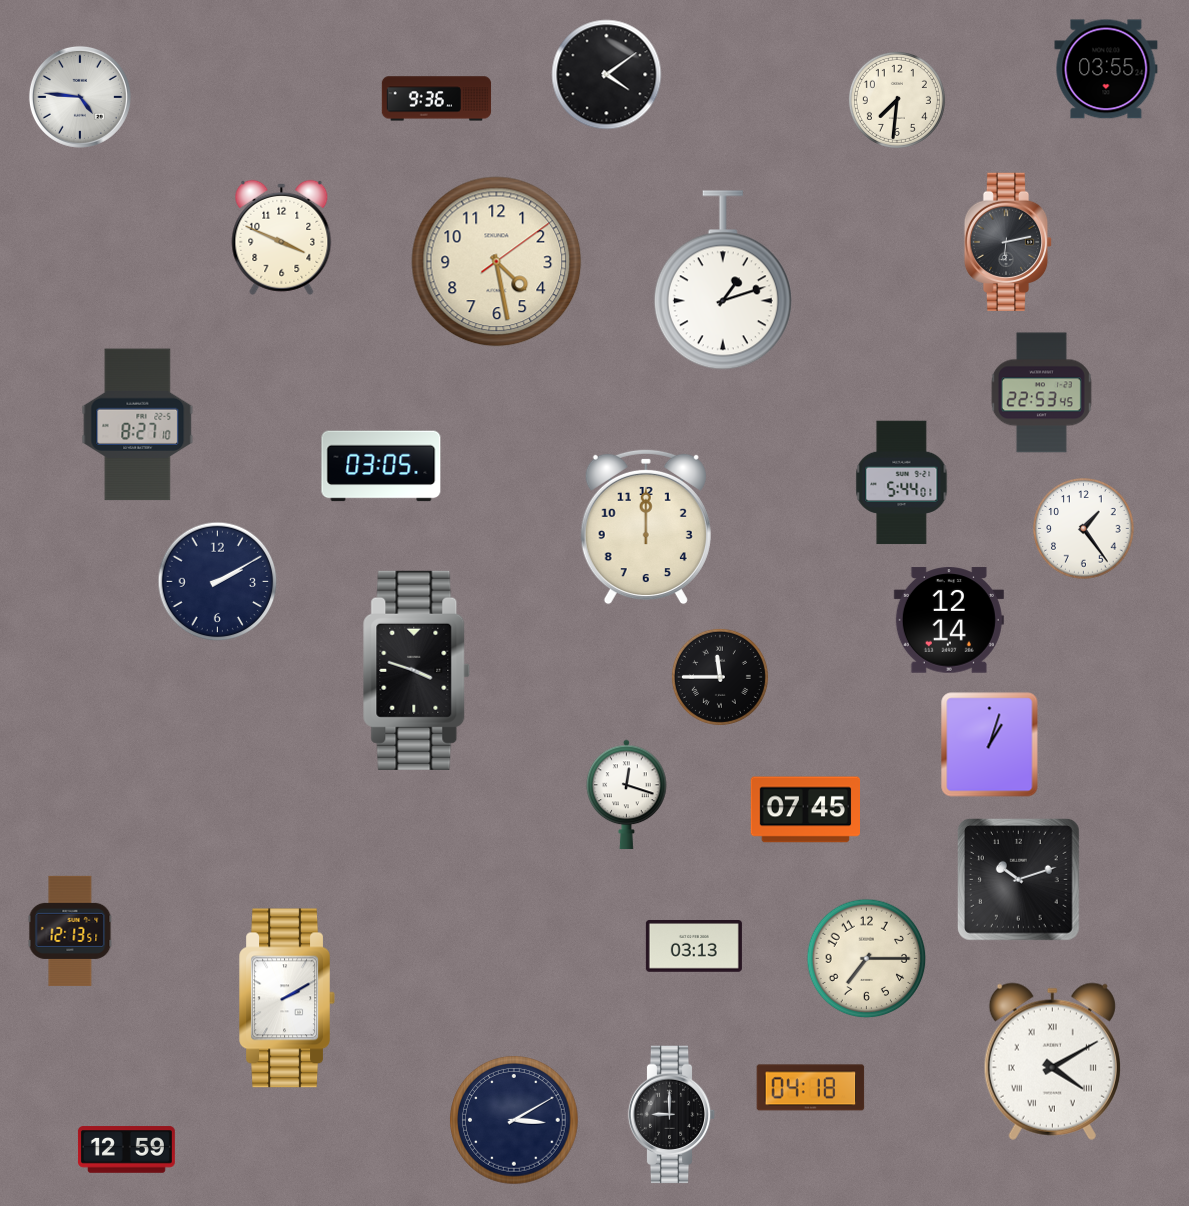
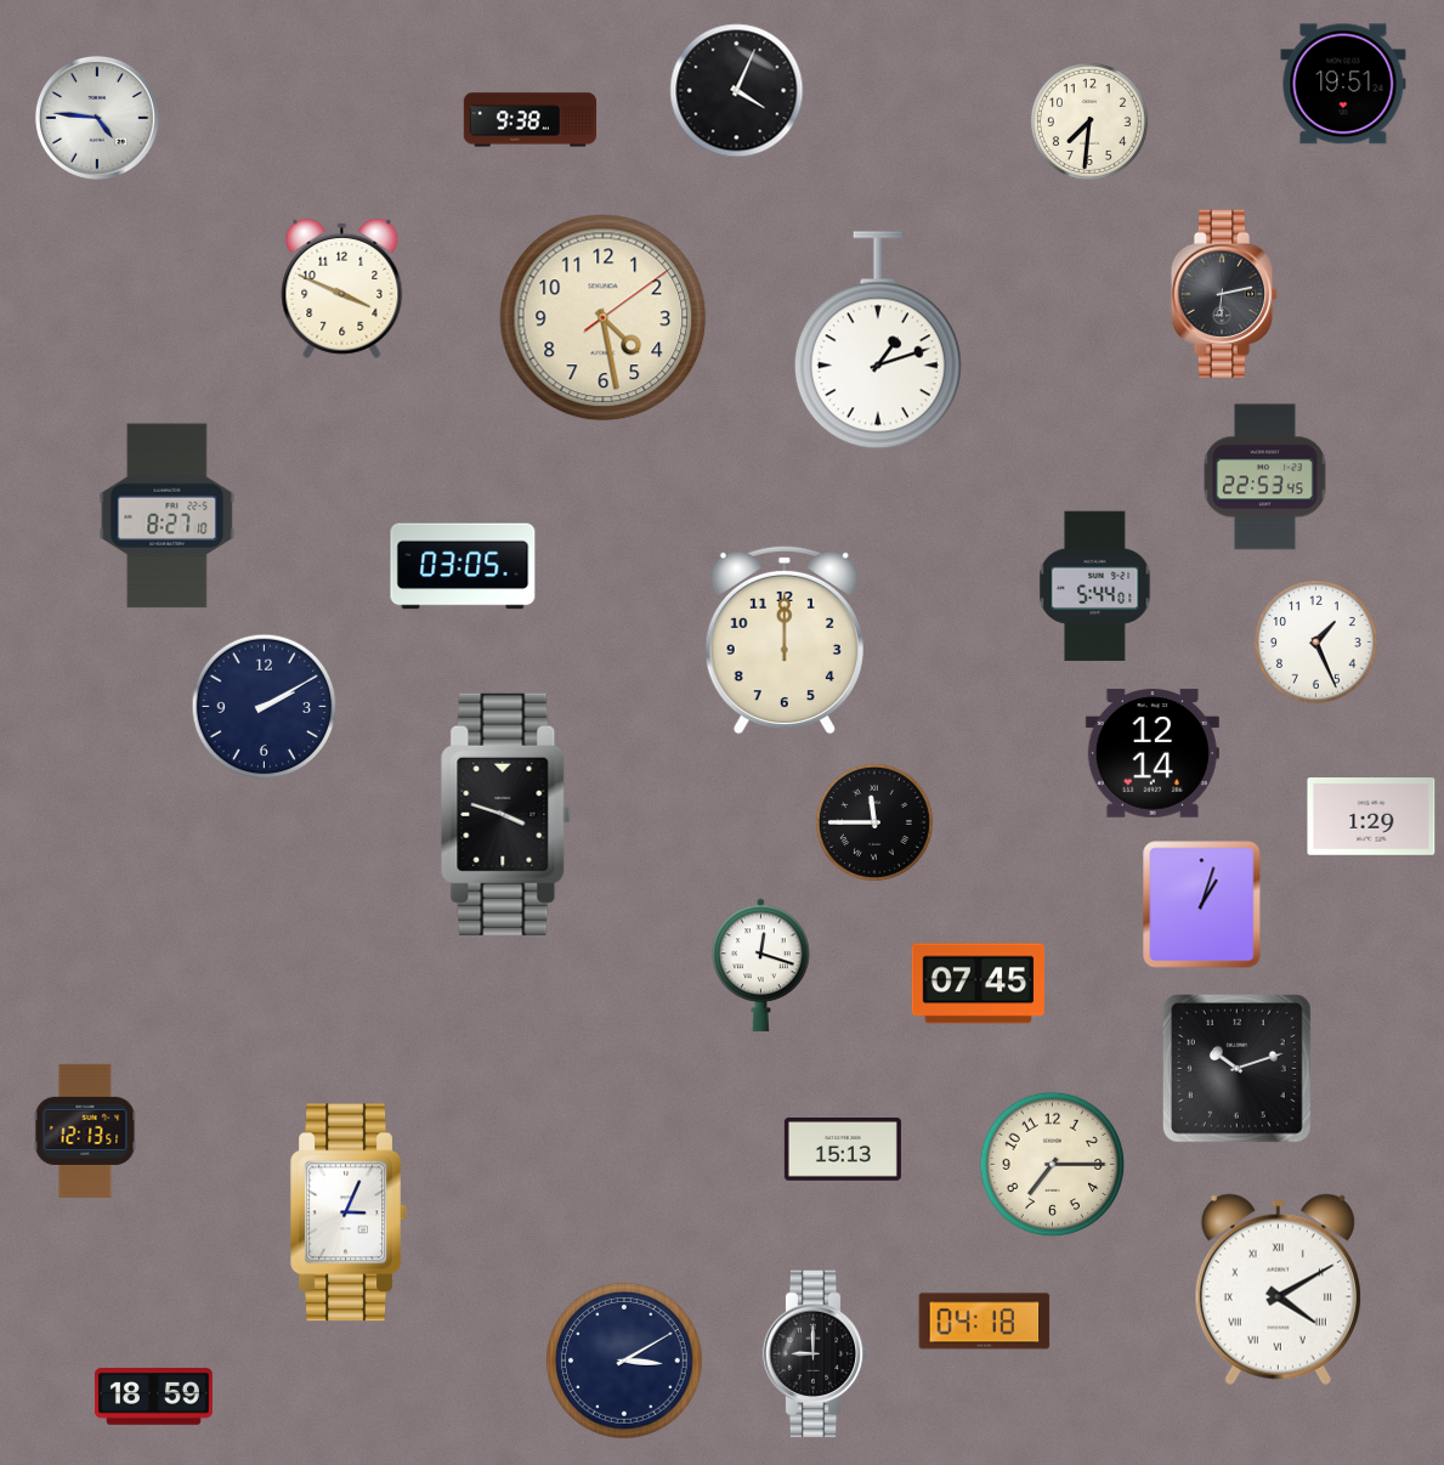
clock at (1106, 69): 03:55 -> 19:51
clock at (607, 75): 4:09 -> 4:04
clock at (437, 99): 9:36 -> 9:38
clock at (1084, 529): 1:24 -> 1:26
clock at (1371, 818): none -> 1:29
clock at (694, 947): 03:13 -> 15:13
clock at (287, 998): 2:10 -> 3:04
clock at (126, 1150): 12:59 -> 18:59
